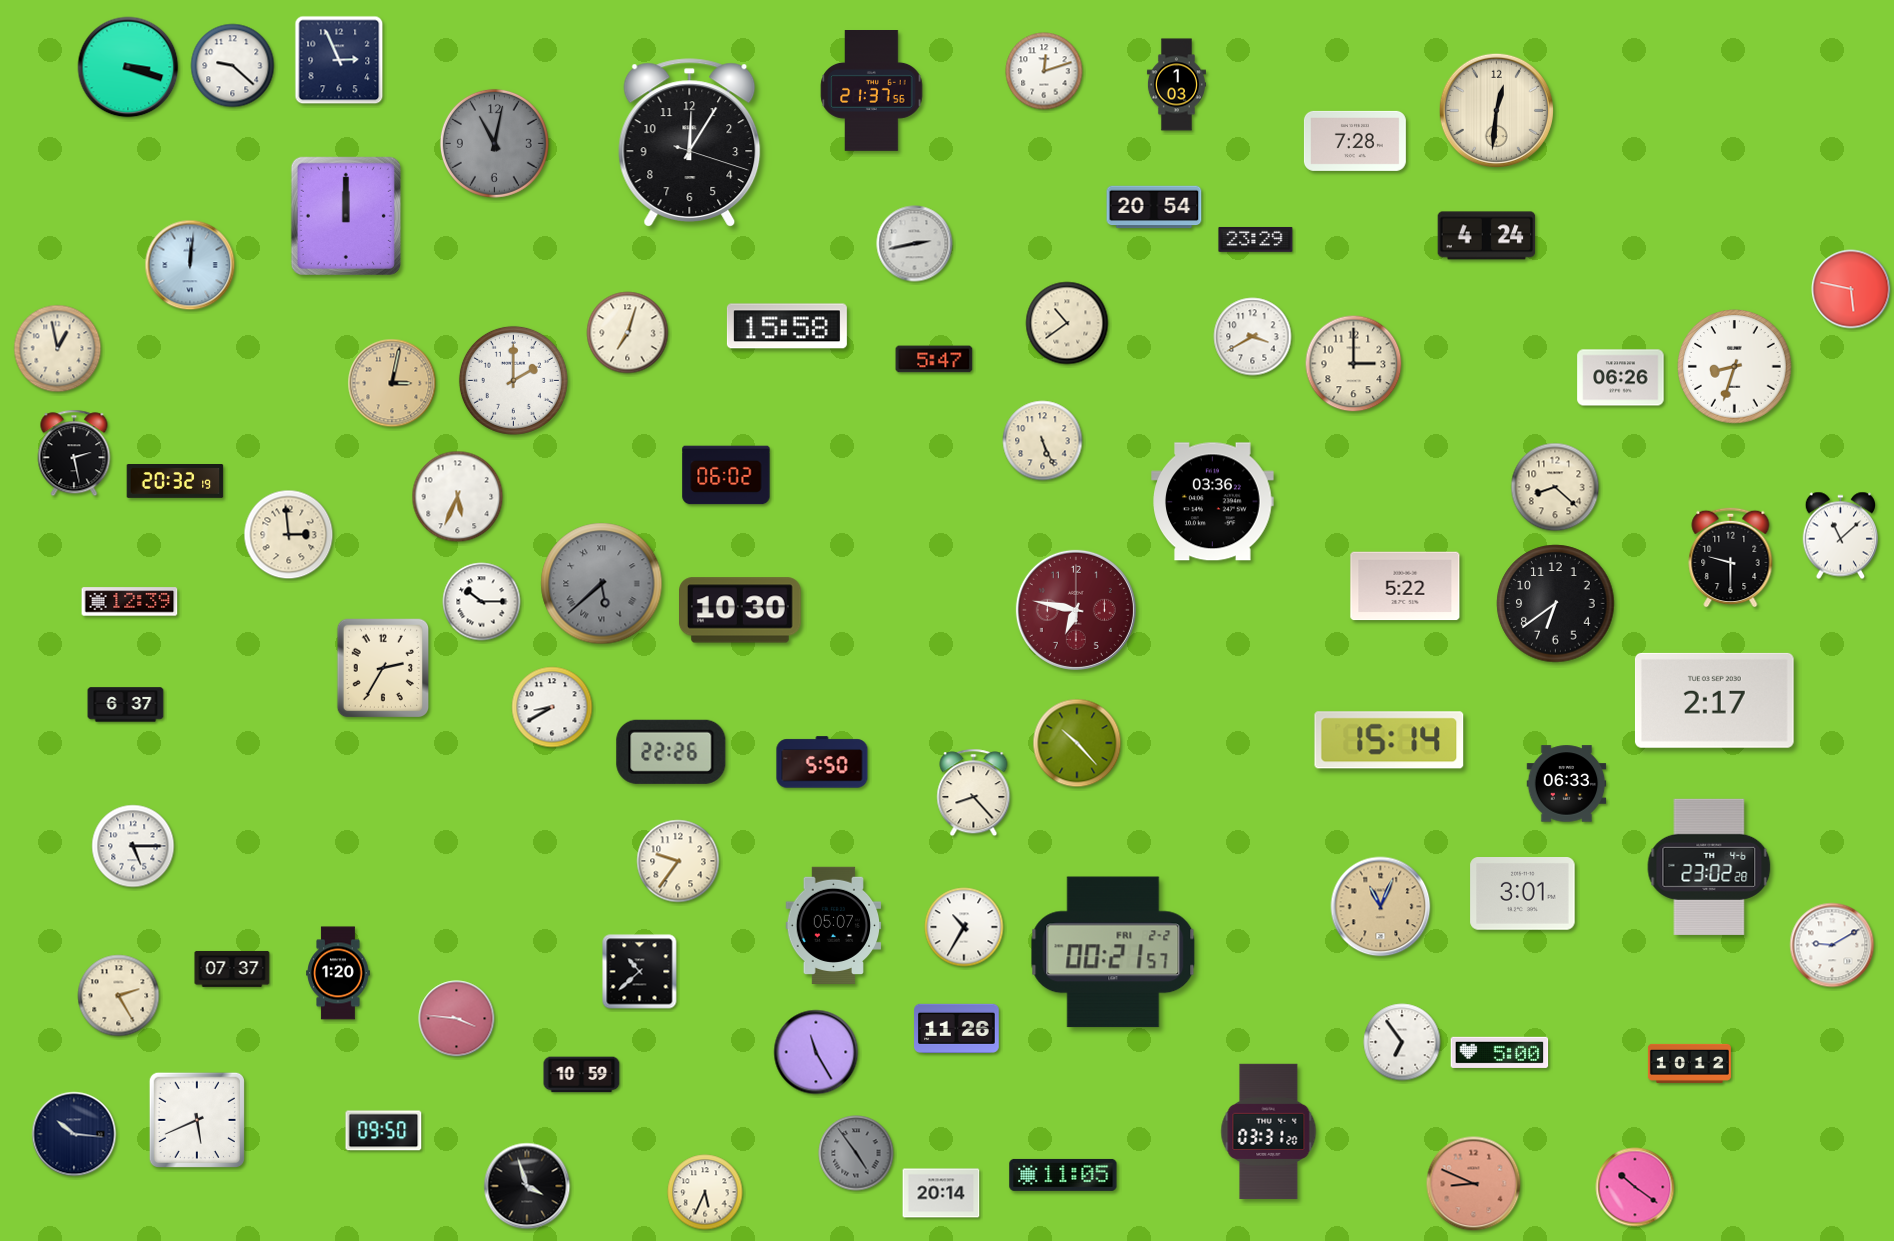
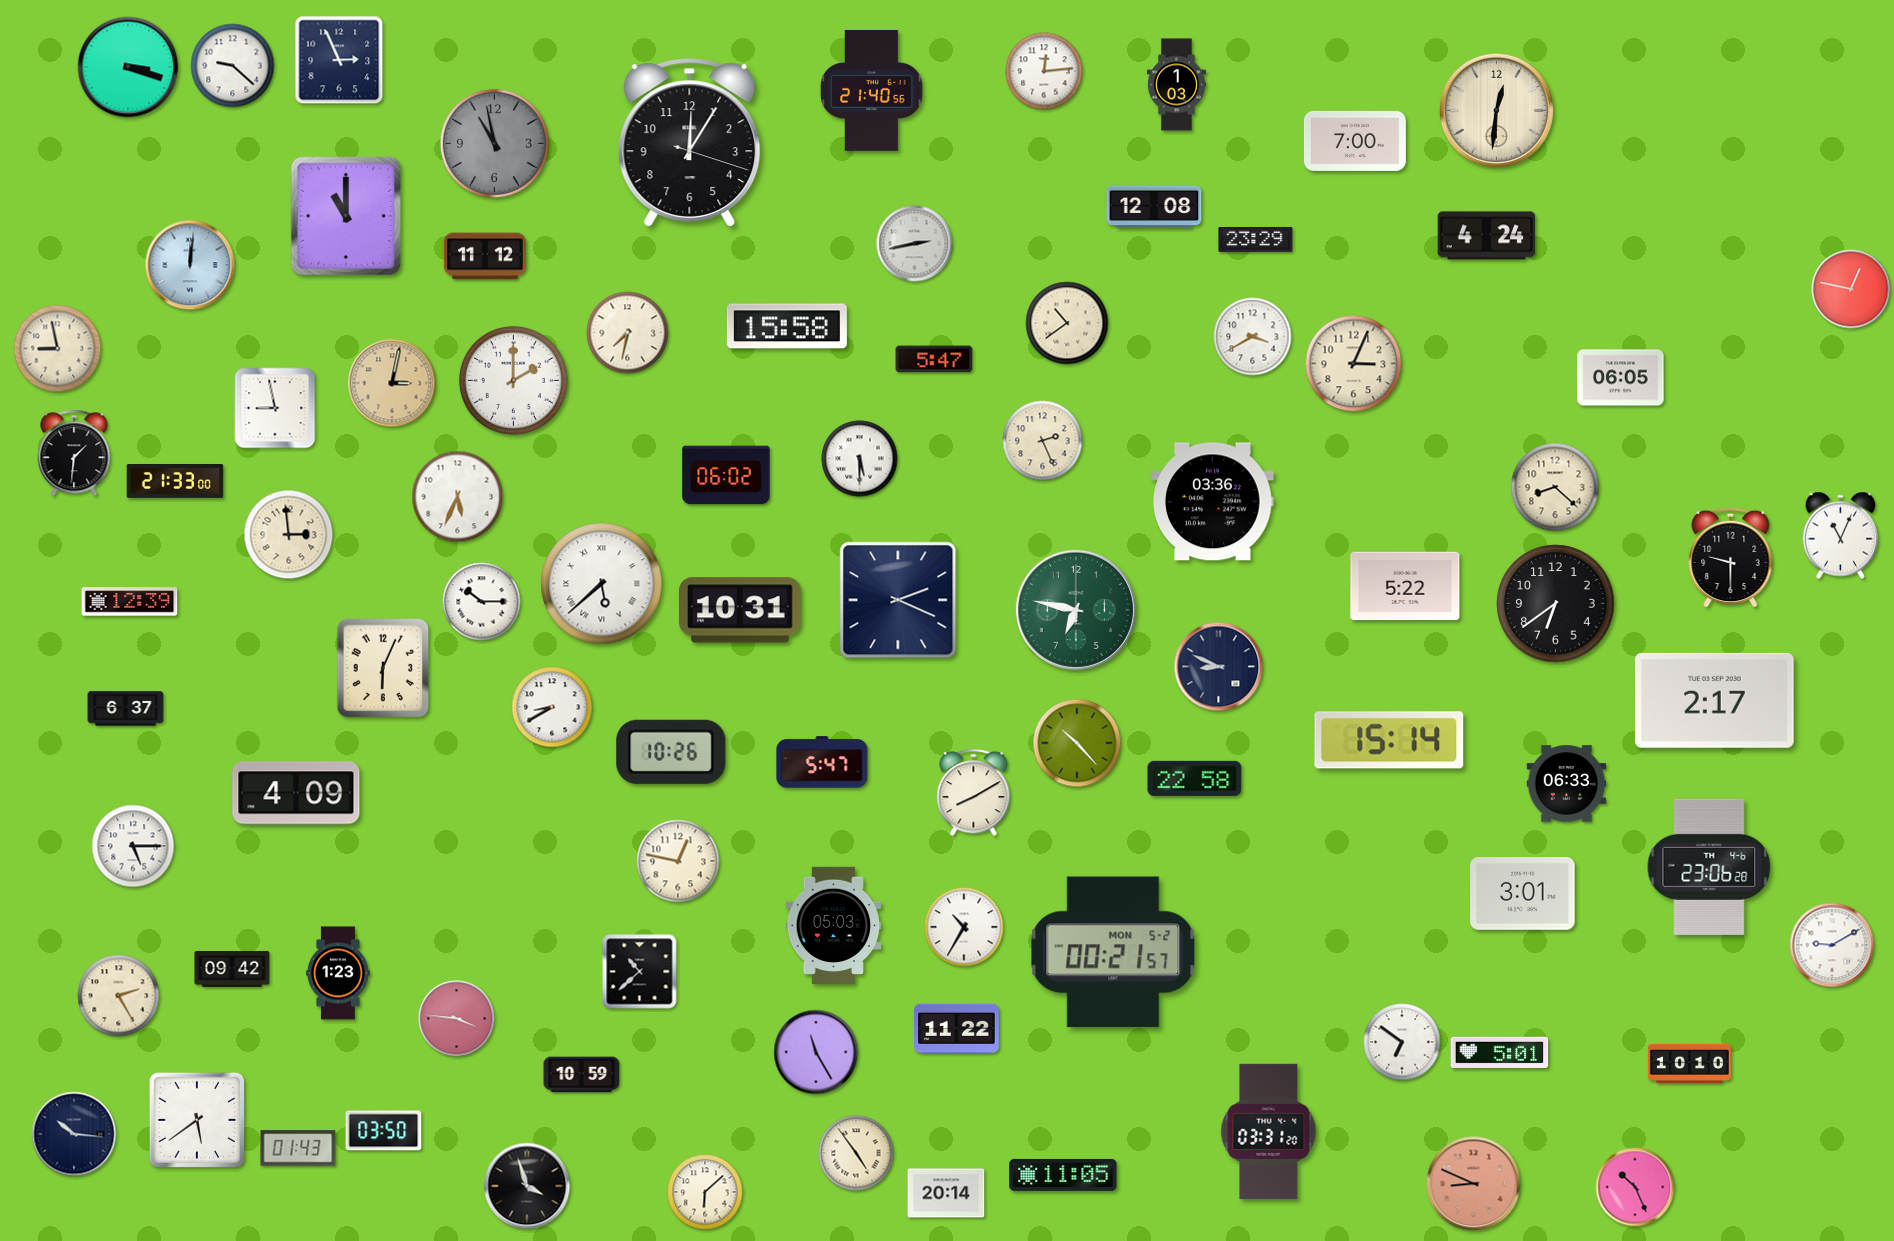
clock at (1044, 71): 12:12 -> 12:14
clock at (872, 91): 21:37 -> 21:40
clock at (1355, 141): 7:28 -> 7:00
clock at (494, 143): 11:02 -> 10:58
clock at (1154, 207): 20:54 -> 12:08
clock at (346, 216): 12:00 -> 11:00
clock at (485, 256): none -> 11:12
clock at (1851, 289): 5:47 -> 12:47
clock at (628, 333): 7:03 -> 7:32
clock at (58, 349): 12:58 -> 8:58
clock at (1354, 364): 3:00 -> 3:04
clock at (1735, 367): 8:33 -> none
clock at (1621, 378): 06:26 -> 06:05
clock at (275, 408): none -> 8:58
clock at (1043, 441): 5:26 -> 2:26
clock at (74, 453): 2:28 -> 1:31
clock at (860, 459): none -> 5:30
clock at (175, 482): 20:32 -> 21:33
clock at (1840, 536): 11:08 -> 11:04
clock at (602, 584) dial: grey -> white
clock at (898, 600): none -> 2:19
clock at (741, 610): 10:30 -> 10:31
clock at (1076, 610) dial: burgundy -> green
clock at (1219, 667): none -> 8:49
clock at (383, 668): 2:35 -> 6:04
clock at (126, 705) position: (126, 705) -> (126, 709)
clock at (671, 752): 22:26 -> 10:26
clock at (822, 762): 5:50 -> 5:47
clock at (1195, 778): none -> 22:58
clock at (296, 793): none -> 4:09
clock at (974, 793): 8:23 -> 8:10
clock at (678, 861): 9:36 -> 12:47
clock at (1709, 867): 23:02 -> 23:06
clock at (1381, 907): 11:04 -> none
clock at (834, 925): 05:07 -> 05:03
clock at (1113, 952) date: FRI 2-2 -> MON 5-2
clock at (232, 969): 07:37 -> 09:42
clock at (338, 973): 1:20 -> 1:23
clock at (957, 1028): 11:26 -> 11:22
clock at (1402, 1042): 6:54 -> 6:51
clock at (1500, 1052): 5:00 -> 5:01
clock at (1689, 1063): 10:12 -> 10:10
clock at (197, 1120): 5:41 -> 5:39
clock at (384, 1131): 09:50 -> 03:50
clock at (298, 1148): none -> 01:43
clock at (856, 1153) dial: grey -> cream
clock at (1635, 1187): 10:21 -> 10:26
clock at (705, 1192): 5:34 -> 6:08
clock at (941, 1193) position: (941, 1193) -> (946, 1193)
